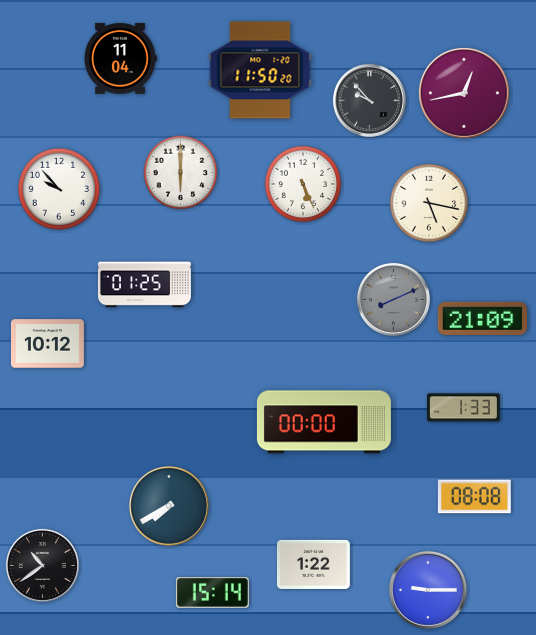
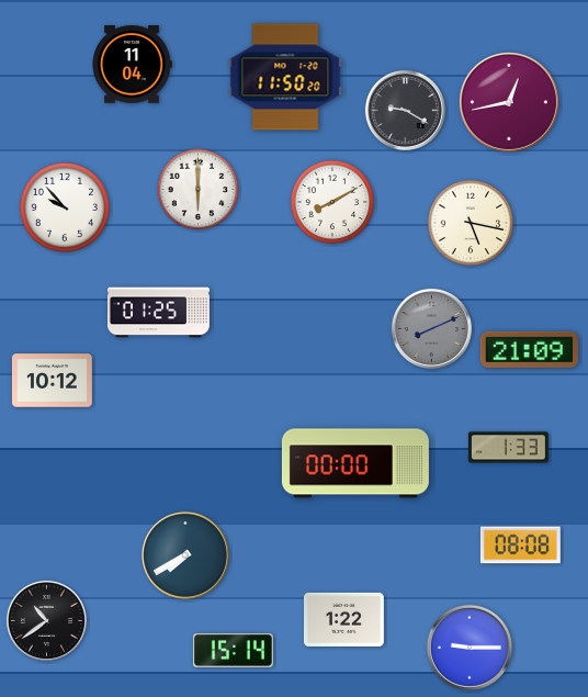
clock at (369, 100): 9:53 -> 9:20
clock at (303, 184): 5:26 -> 8:10
clock at (47, 344) position: (47, 344) -> (52, 381)
